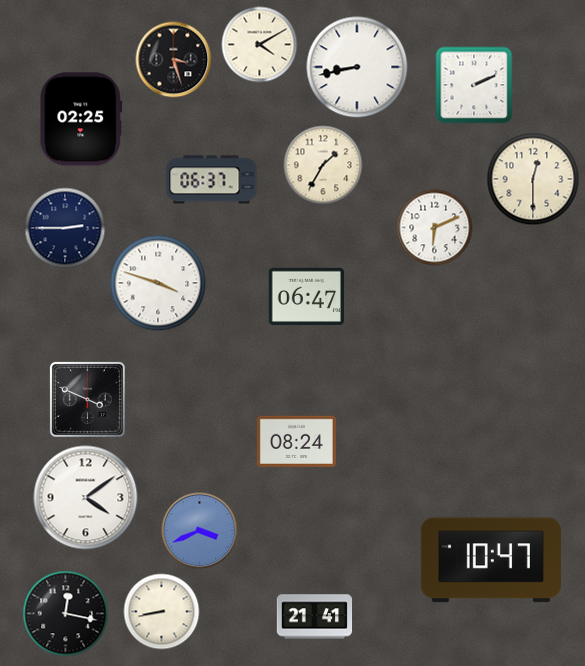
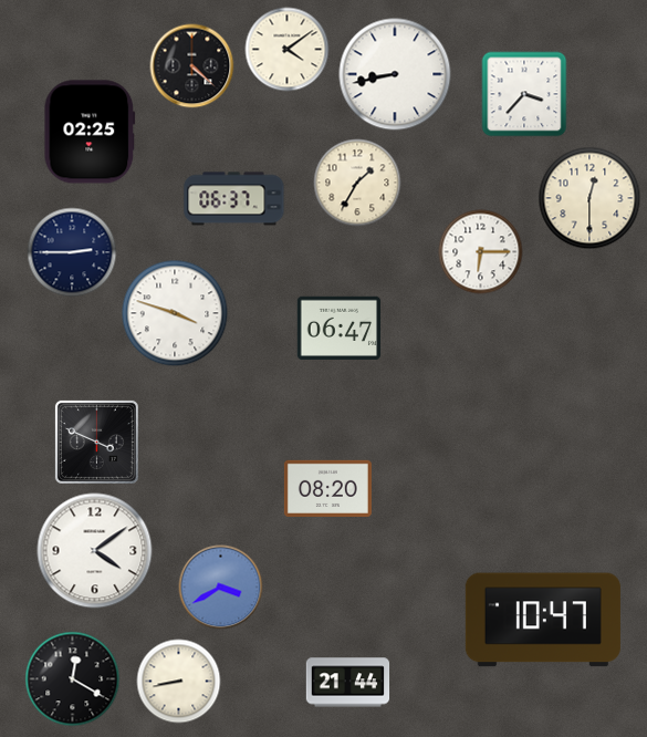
clock at (260, 45): 4:10 -> 4:09
clock at (174, 60): 3:27 -> 4:22
clock at (474, 85): 2:11 -> 3:37
clock at (435, 228): 6:11 -> 6:15
clock at (296, 441): 08:24 -> 08:20
clock at (200, 531): 3:41 -> 3:40
clock at (162, 612) position: (162, 612) -> (179, 682)
clock at (66, 614): 12:17 -> 12:20
clock at (315, 617): 21:41 -> 21:44
